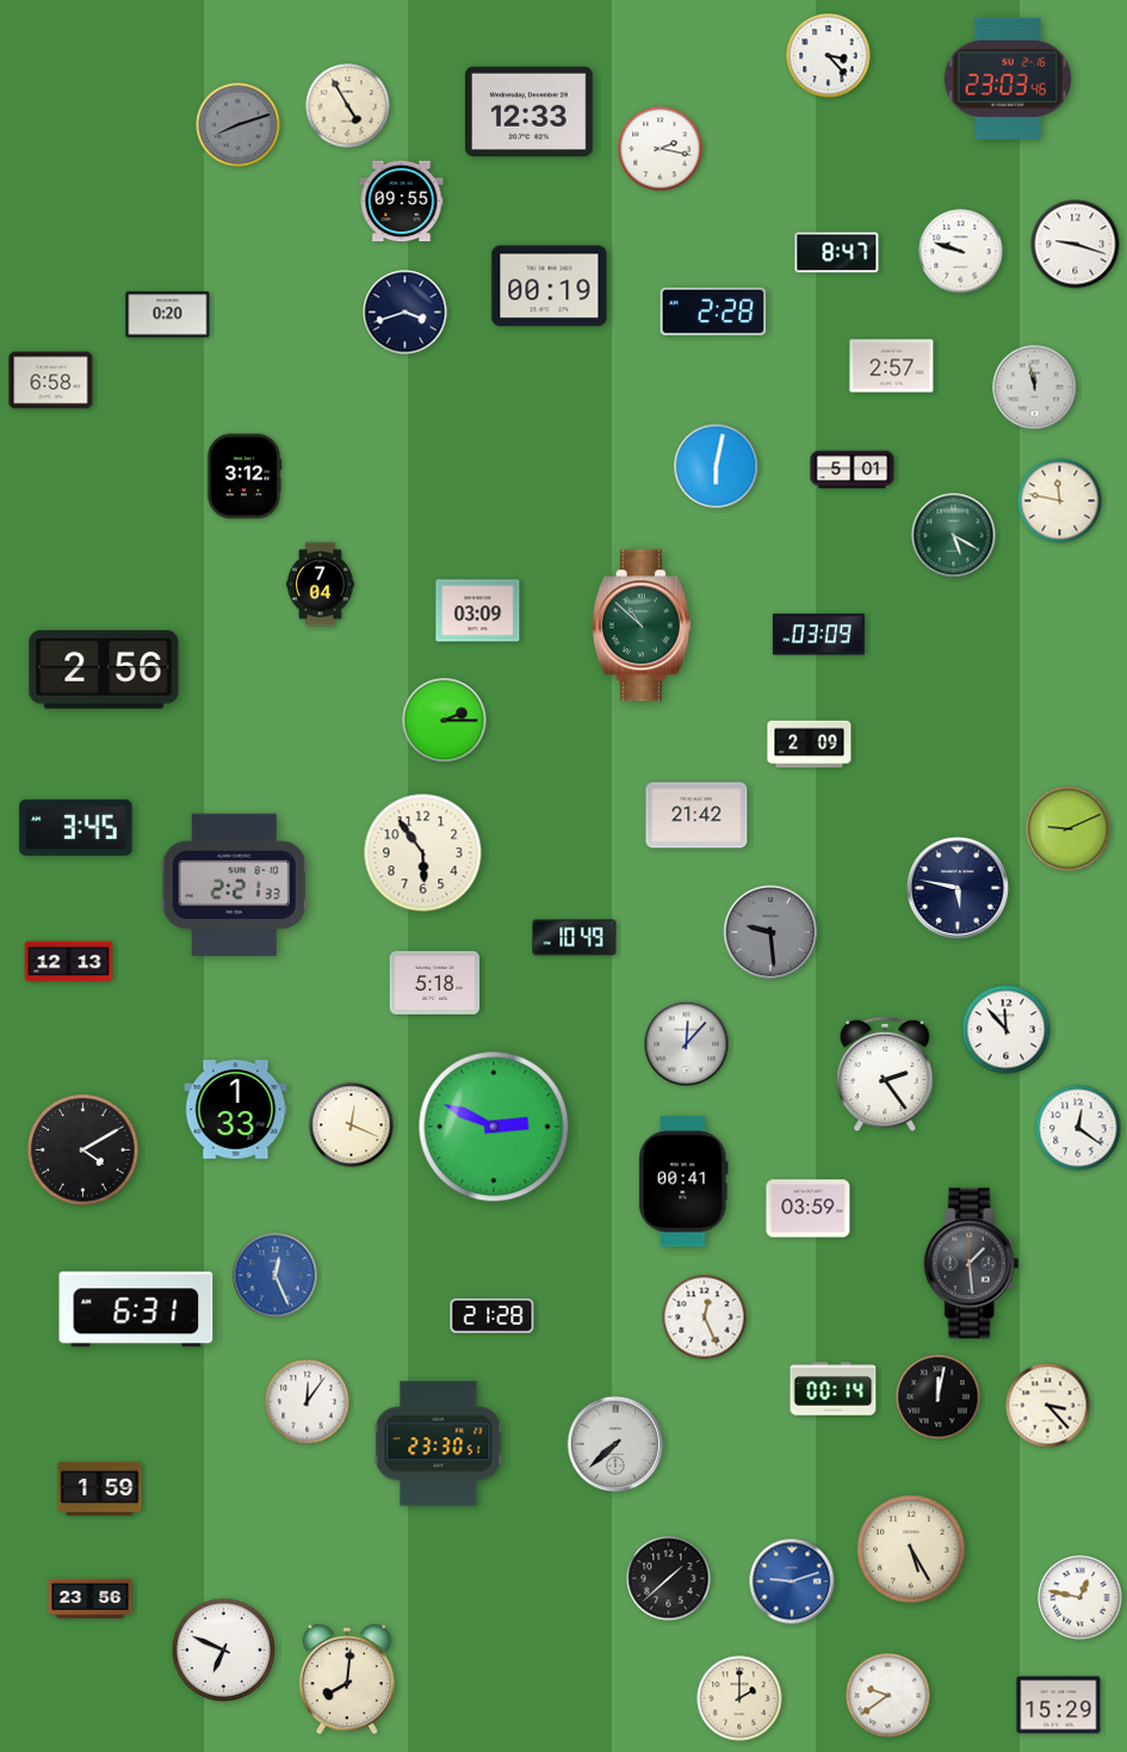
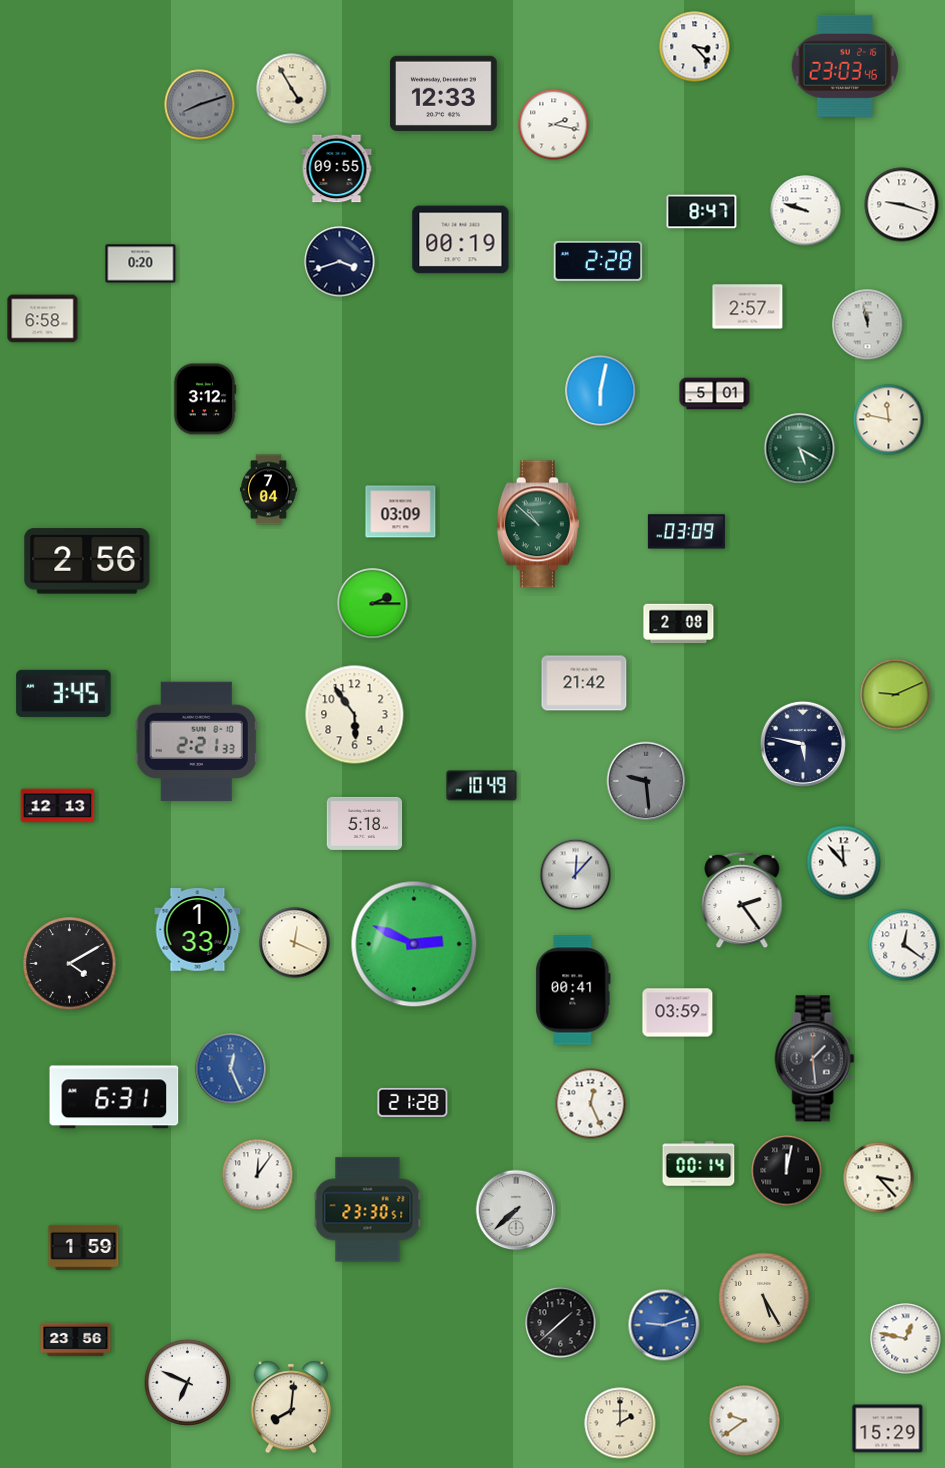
clock at (810, 745): 2:09 -> 2:08
